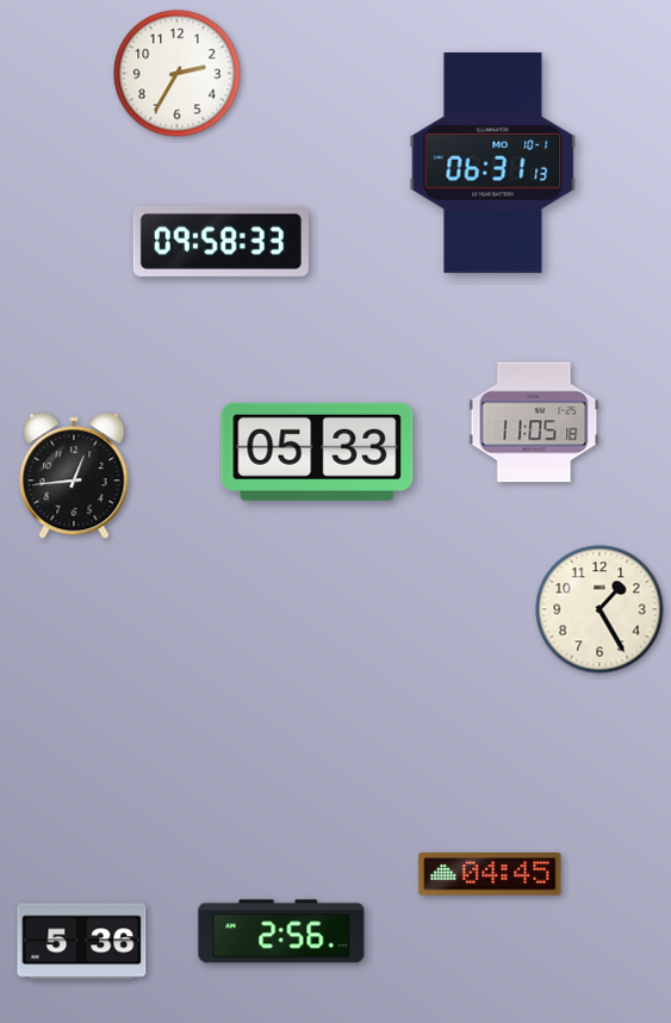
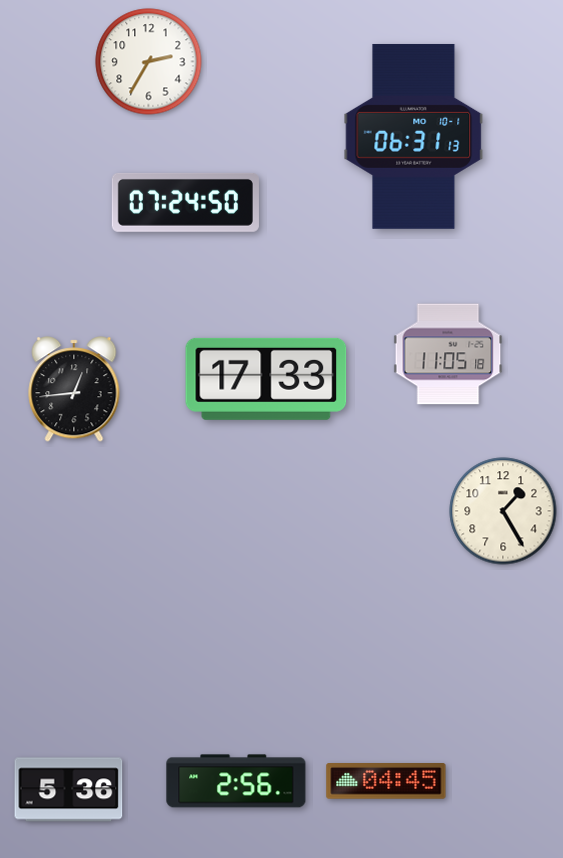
clock at (220, 241): 09:58 -> 07:24
clock at (317, 452): 05:33 -> 17:33
clock at (74, 476) position: (74, 476) -> (74, 389)
clock at (490, 875) position: (490, 875) -> (386, 782)
